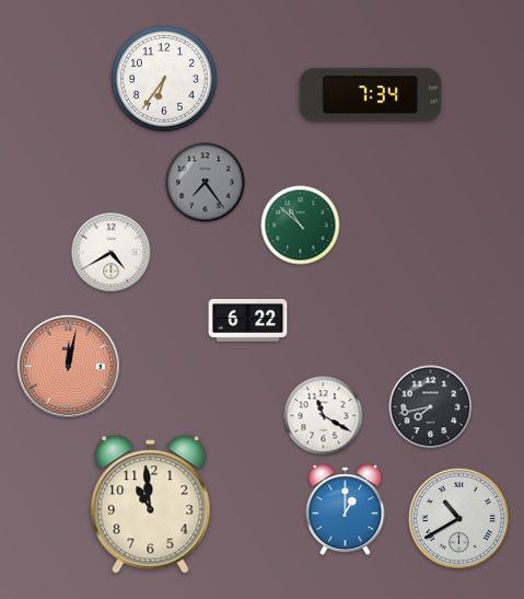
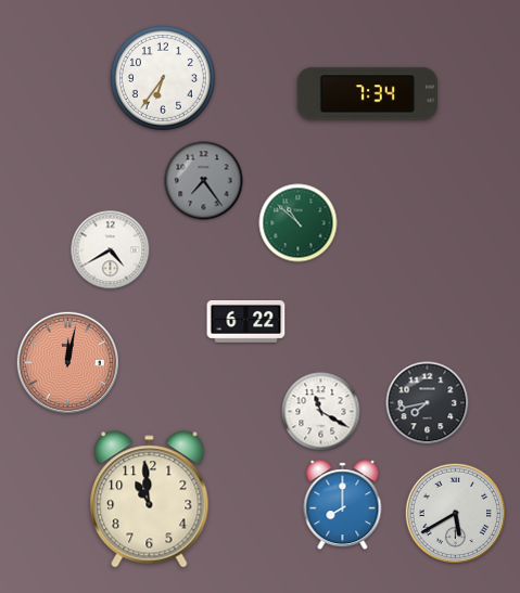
clock at (248, 321) position: (248, 321) -> (246, 322)
clock at (346, 510): 1:00 -> 8:00
clock at (458, 518): 10:40 -> 5:40
